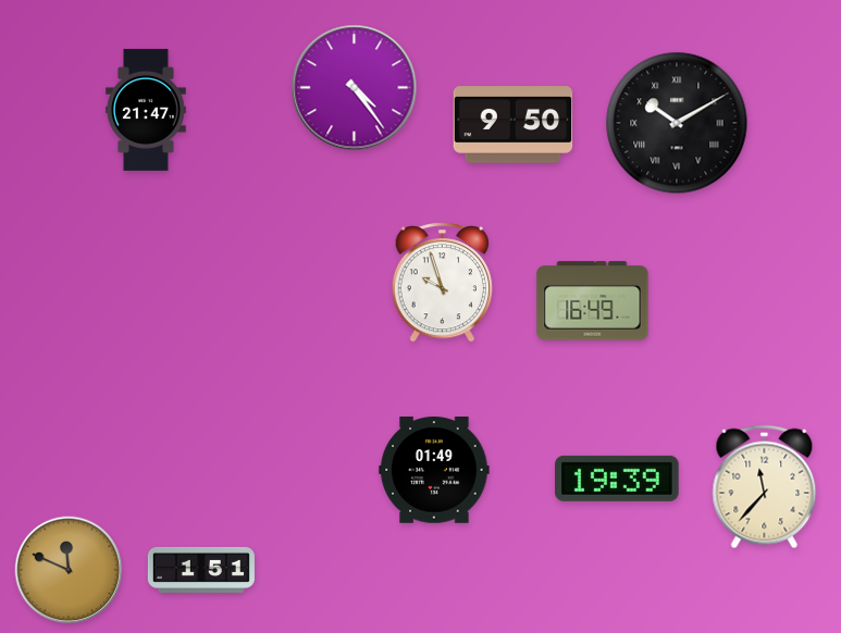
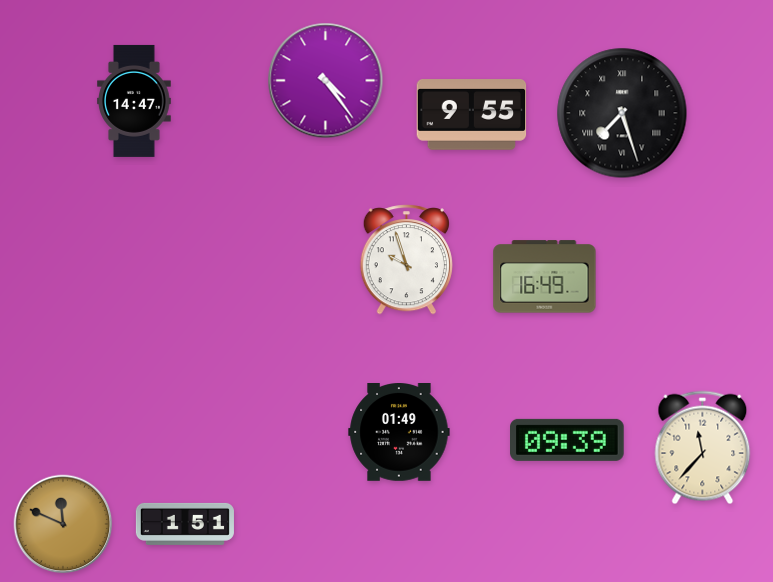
clock at (147, 110): 21:47 -> 14:47
clock at (677, 123): 10:10 -> 7:27
clock at (514, 125): 9:50 -> 9:55
clock at (617, 479): 19:39 -> 09:39
